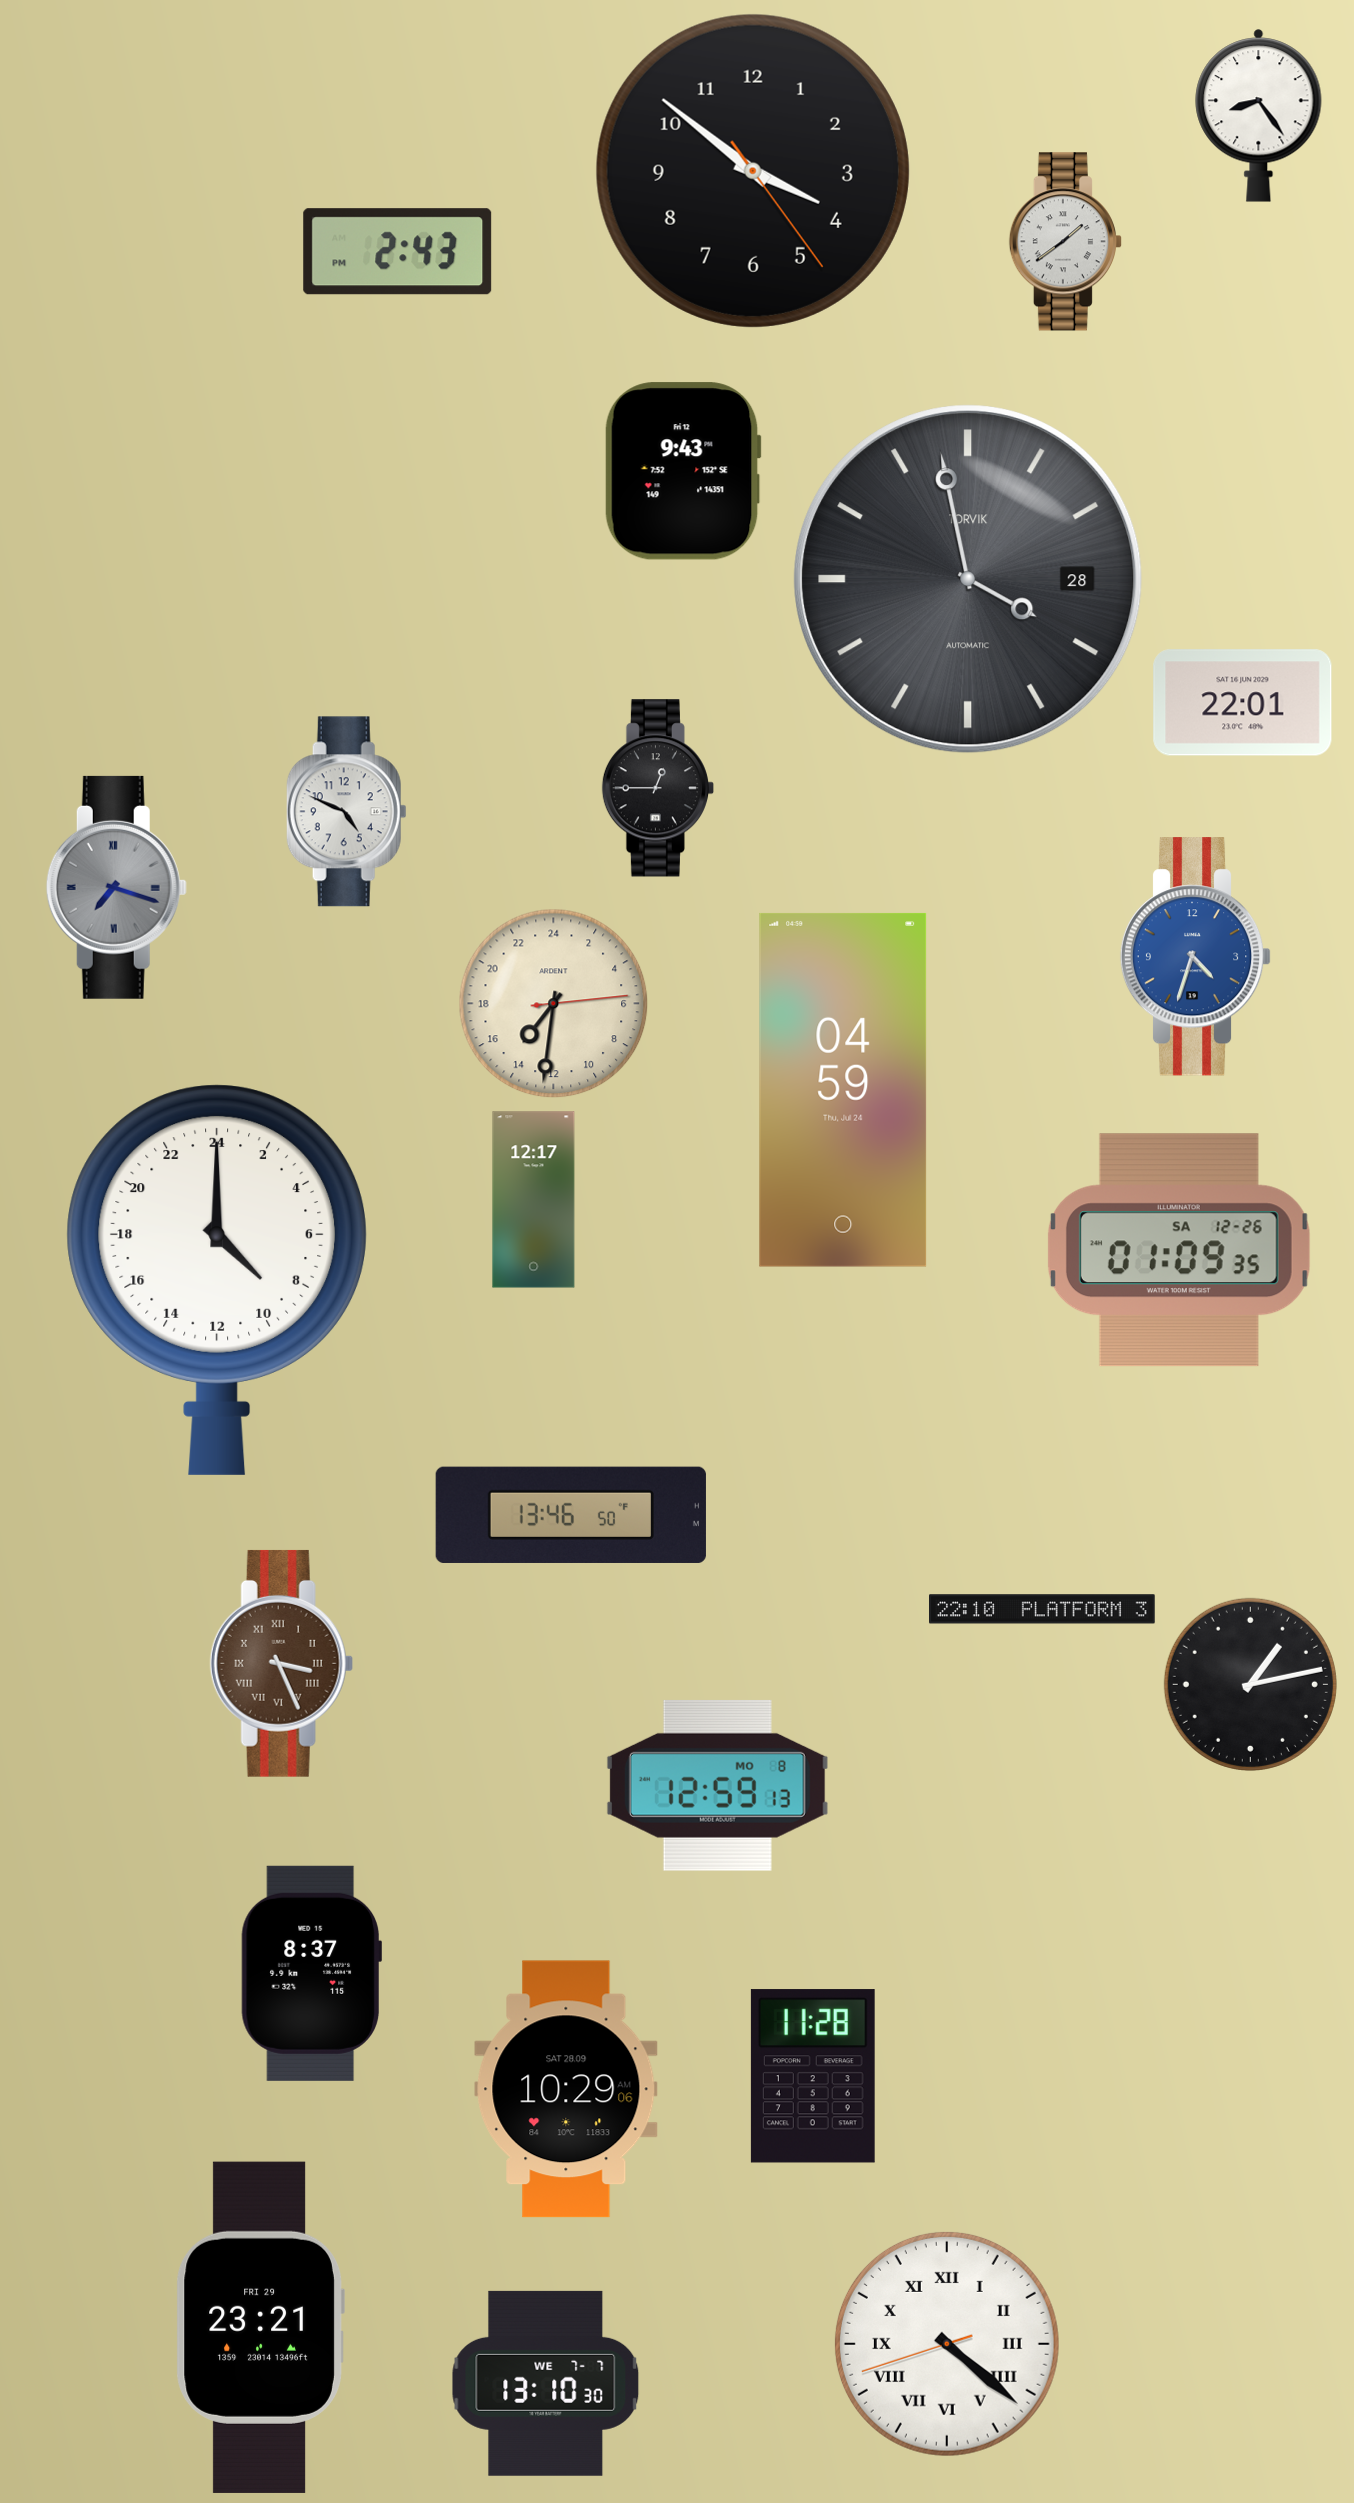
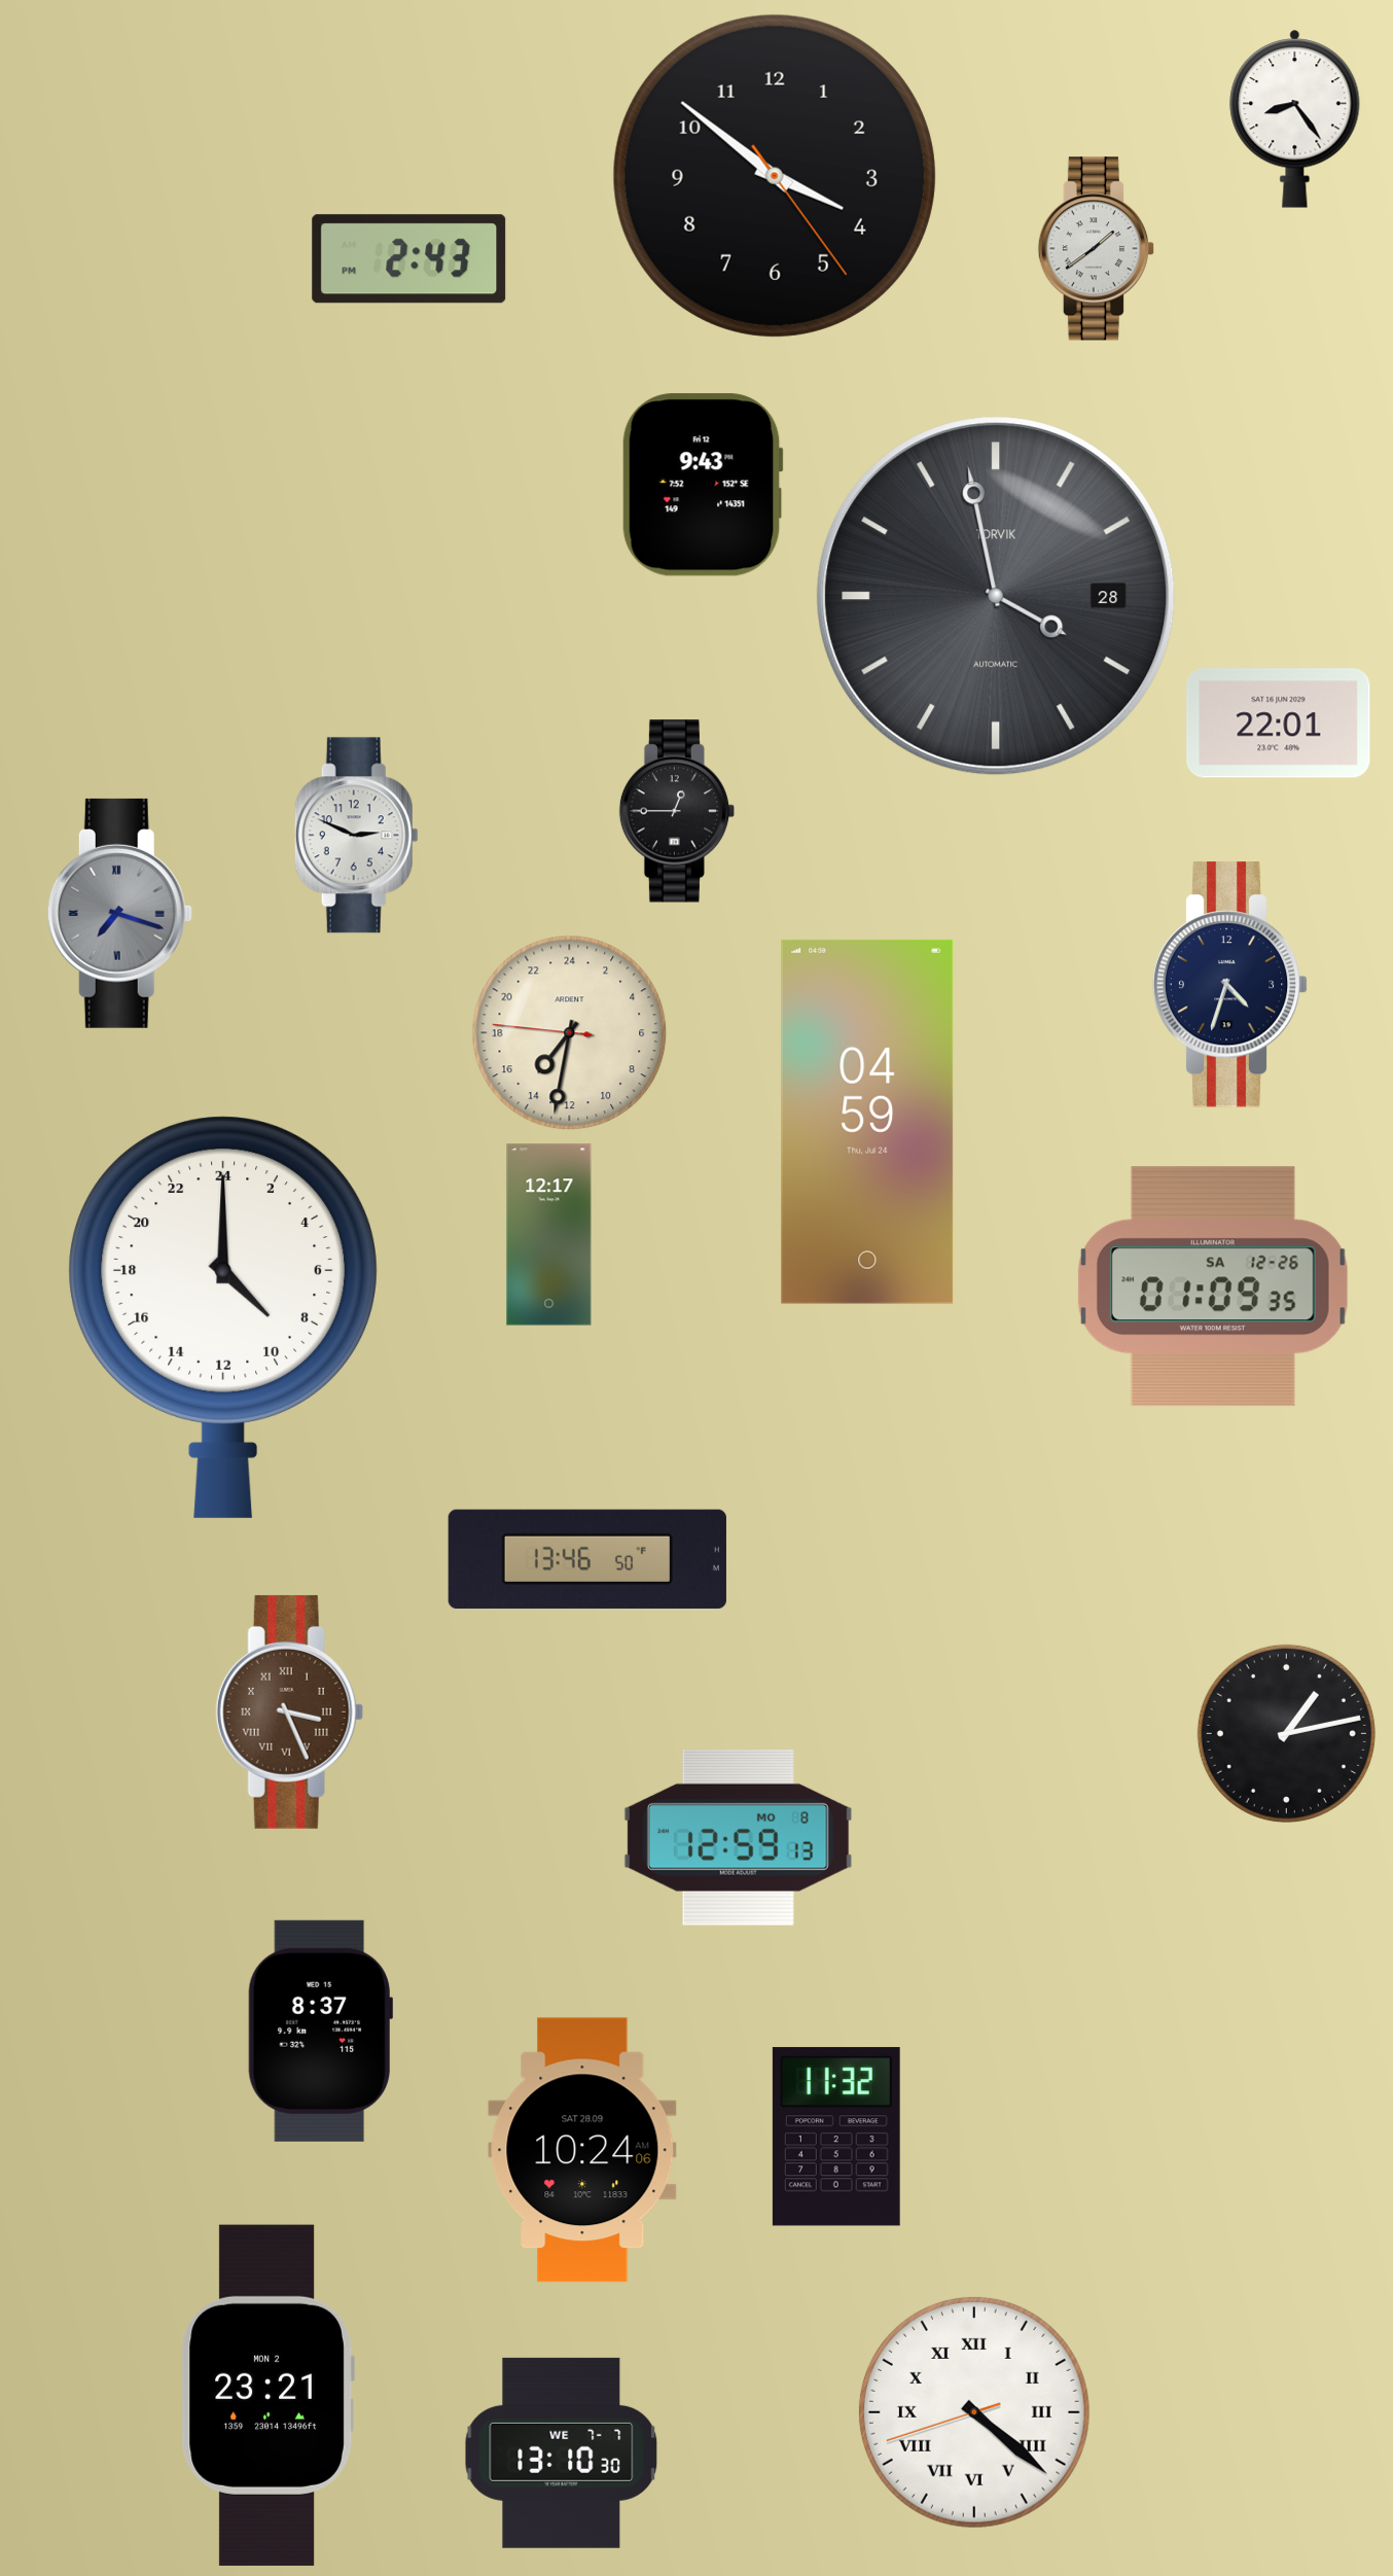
clock at (346, 812): 4:49 -> 2:49
clock at (1196, 957) dial: blue -> navy
clock at (554, 1004): 14:31:14 -> 14:31:46
clock at (1043, 1609): 22:10 -> none
clock at (813, 2076): 11:28 -> 11:32
clock at (566, 2089): 10:29 -> 10:24
clock at (260, 2327) date: FRI 29 -> MON 2
